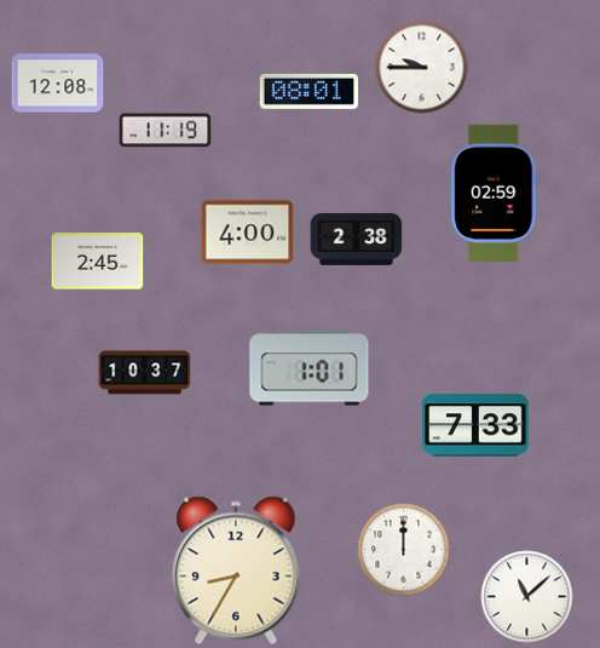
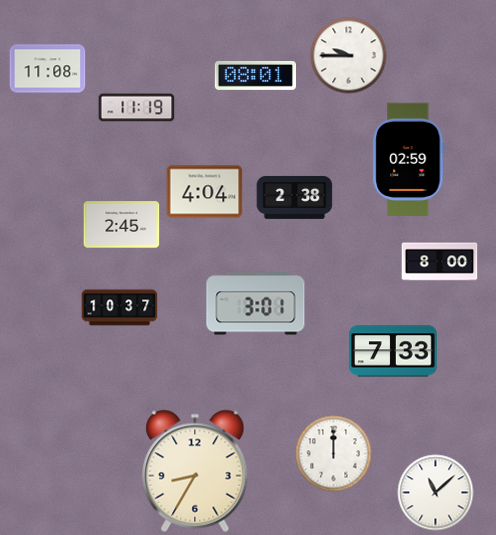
clock at (58, 84): 12:08 -> 11:08
clock at (248, 233): 4:00 -> 4:04
clock at (98, 262) position: (98, 262) -> (122, 225)
clock at (440, 262): none -> 8:00
clock at (310, 368): 1:01 -> 3:01
